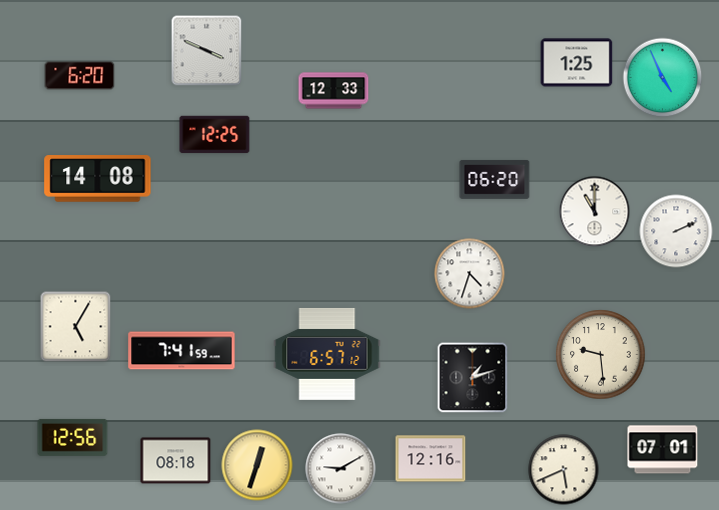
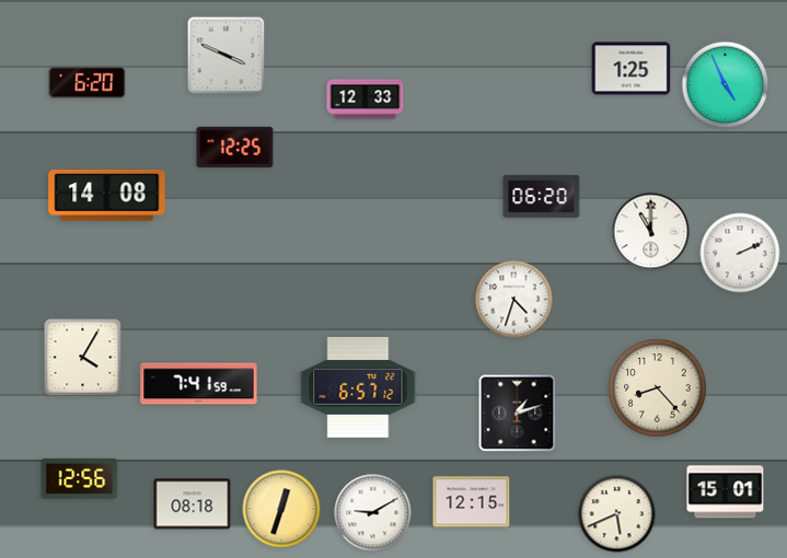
clock at (76, 327): 5:05 -> 4:05
clock at (601, 355): 9:29 -> 8:23
clock at (663, 450): 07:01 -> 15:01
clock at (431, 459): 12:16 -> 12:15
